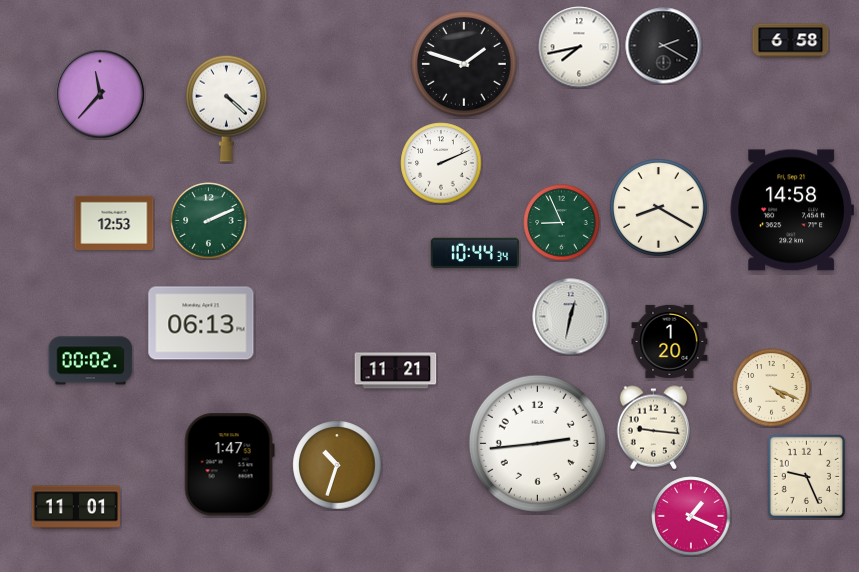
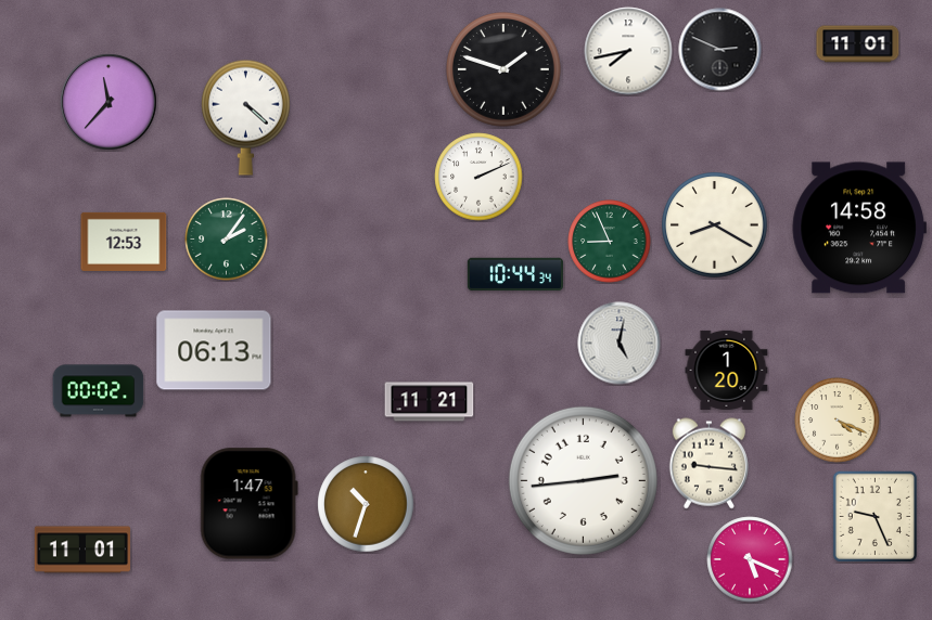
clock at (791, 41): 6:58 -> 11:01
clock at (664, 46): 2:20 -> 2:49
clock at (209, 221): 2:11 -> 2:06
clock at (571, 317): 12:32 -> 5:02
clock at (201, 323) position: (201, 323) -> (214, 350)
clock at (691, 516): 1:19 -> 5:19
